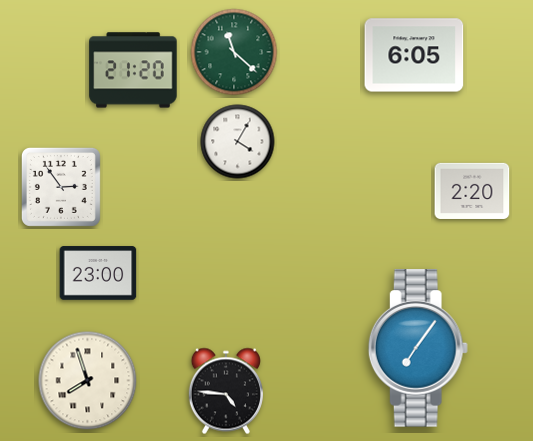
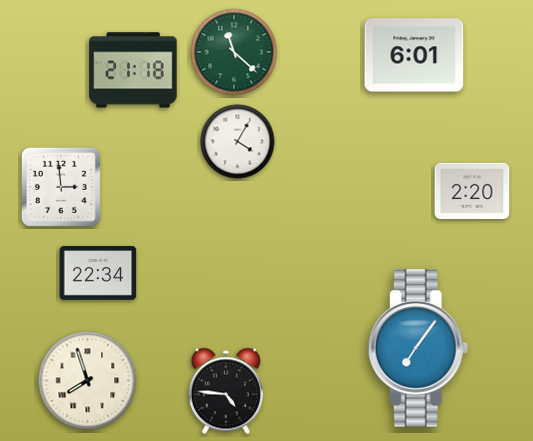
clock at (414, 55): 6:05 -> 6:01
clock at (133, 70): 21:20 -> 21:18
clock at (61, 187): 2:54 -> 2:59
clock at (98, 273): 23:00 -> 22:34
